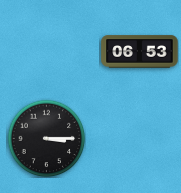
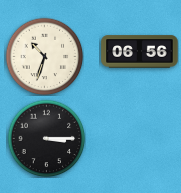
clock at (140, 52): 06:53 -> 06:56
clock at (44, 56): none -> 10:33
